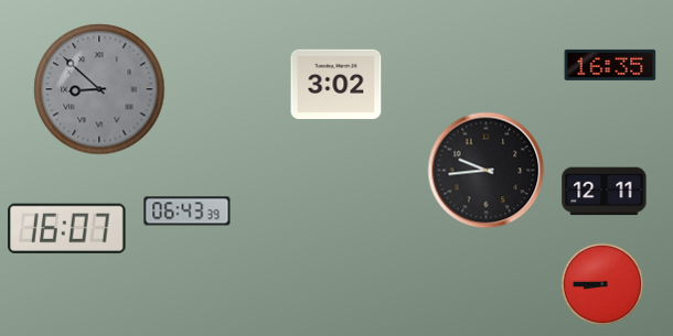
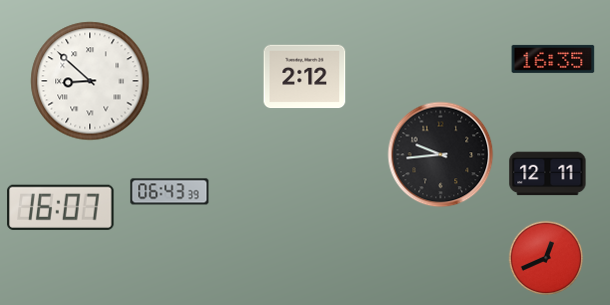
clock at (336, 85): 3:02 -> 2:12
clock at (99, 89) dial: grey -> white
clock at (602, 284): 8:45 -> 12:41
